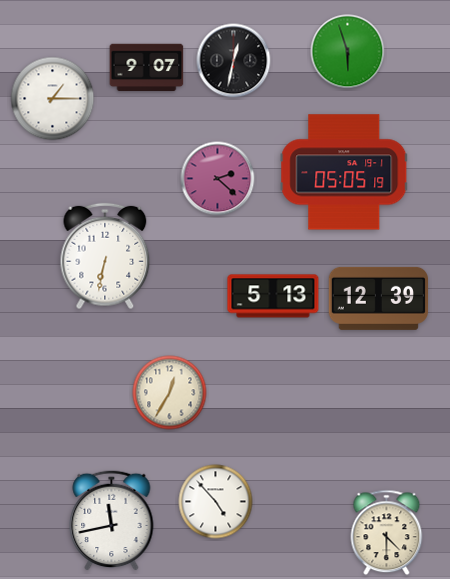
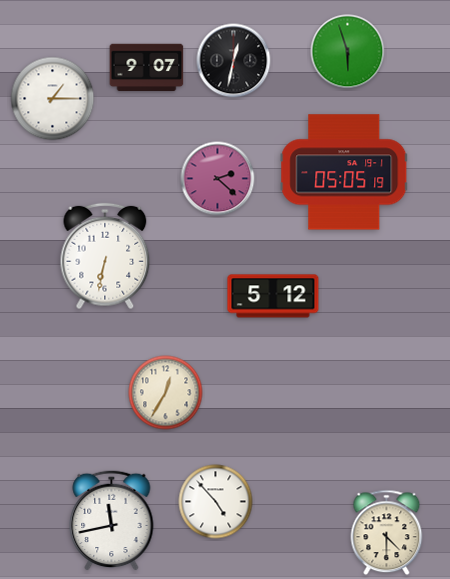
clock at (273, 296): 5:13 -> 5:12
clock at (378, 298): 12:39 -> none
clock at (170, 393) position: (170, 393) -> (166, 393)
